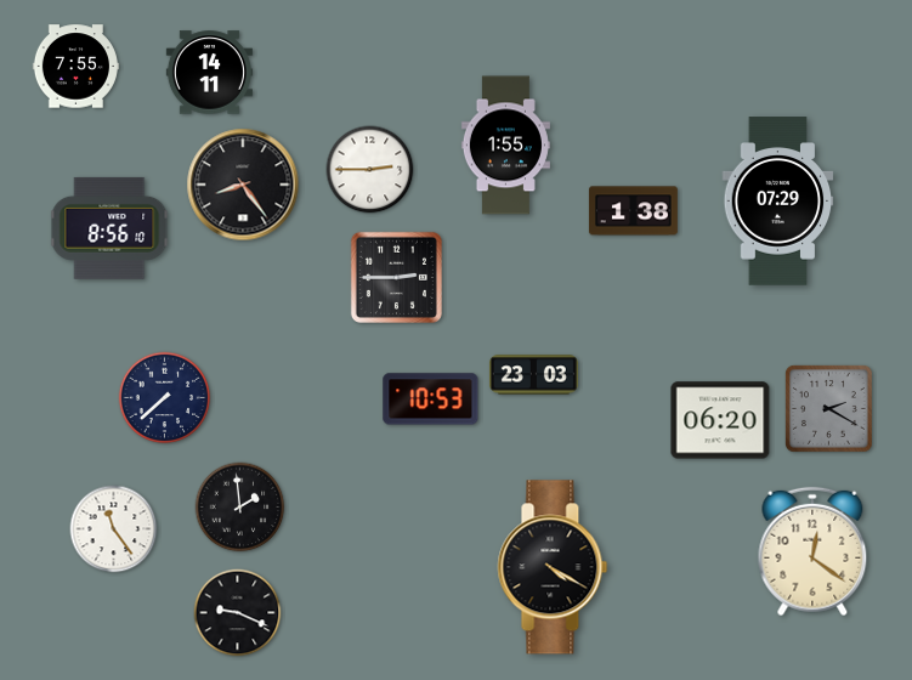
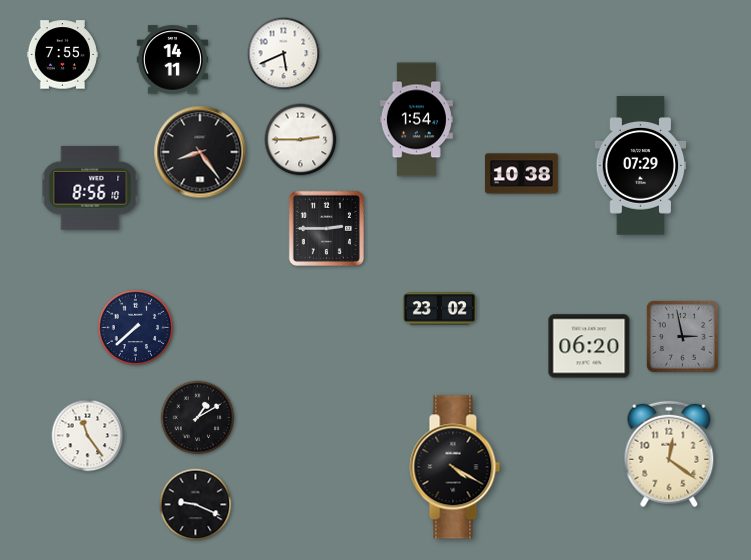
clock at (284, 54): none -> 5:41
clock at (505, 146): 1:55 -> 1:54
clock at (370, 170) position: (370, 170) -> (301, 140)
clock at (633, 211): 1:38 -> 10:38
clock at (533, 375): 23:03 -> 23:02
clock at (431, 399): 10:53 -> none
clock at (828, 408): 2:20 -> 2:58
clock at (720, 420) position: (720, 420) -> (589, 346)
clock at (240, 508): 1:59 -> 1:10
clock at (114, 529) position: (114, 529) -> (88, 436)
